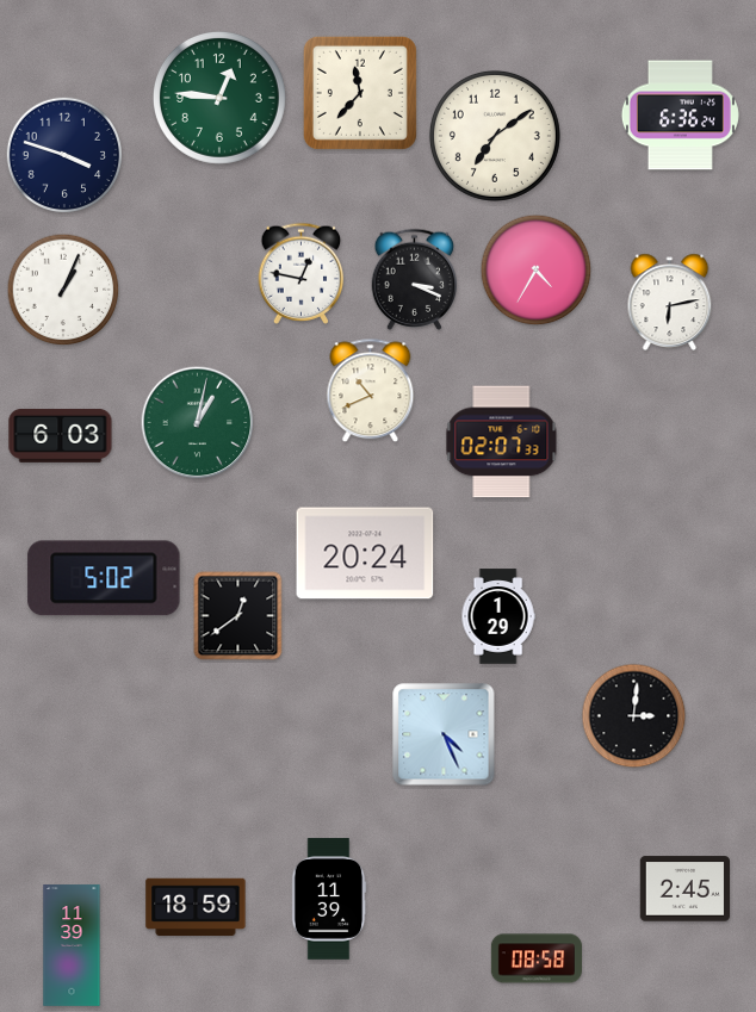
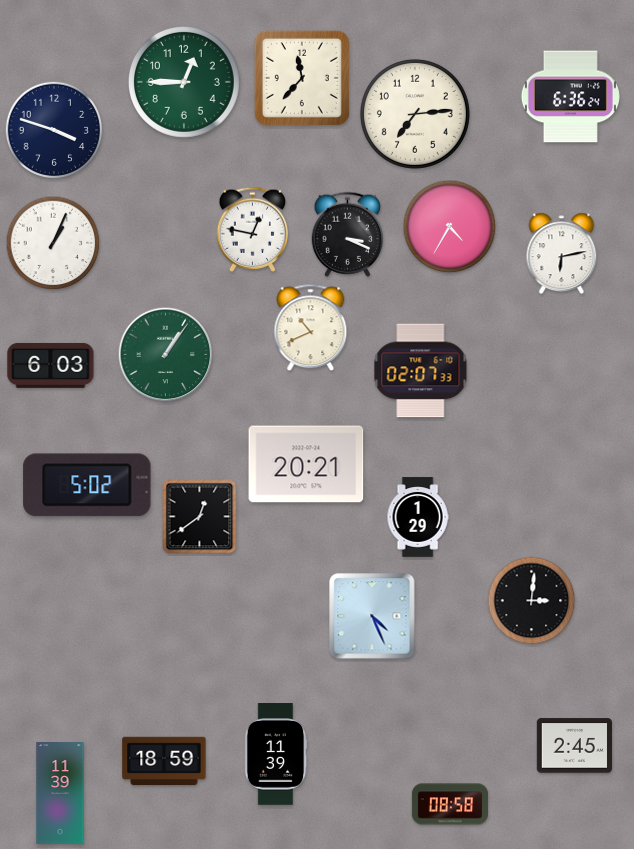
clock at (219, 98): 12:46 -> 12:45
clock at (495, 136): 7:09 -> 7:14
clock at (198, 423): 1:02 -> 1:06
clock at (365, 553): 20:24 -> 20:21
